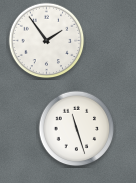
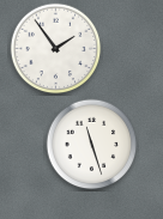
clock at (77, 129) position: (77, 129) -> (92, 145)
